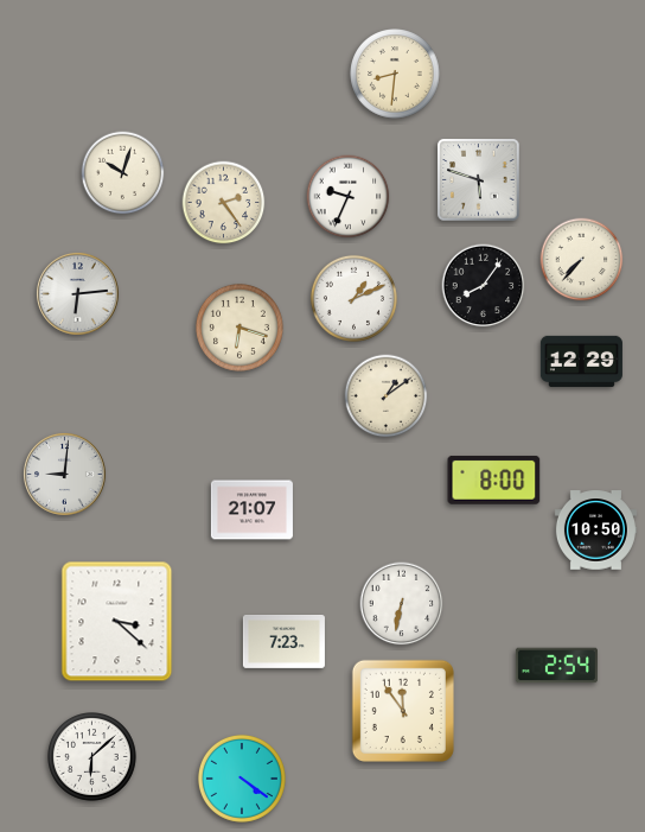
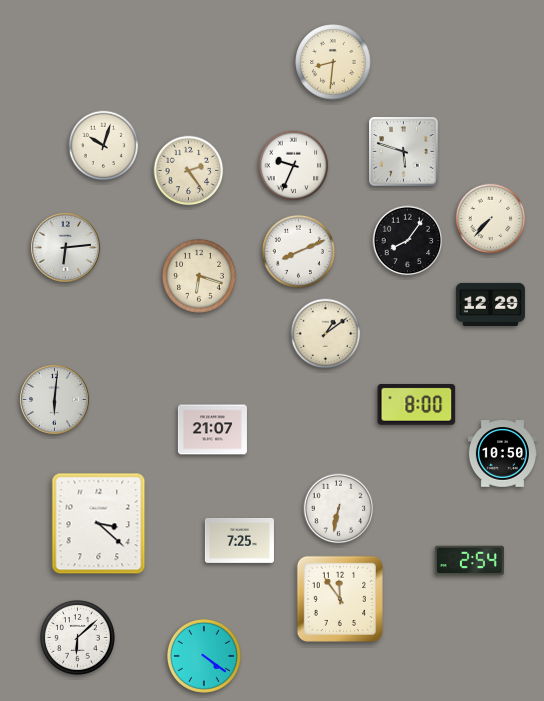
clock at (353, 298): 1:11 -> 8:11
clock at (240, 328) position: (240, 328) -> (199, 276)
clock at (64, 474): 9:01 -> 6:01
clock at (595, 531) position: (595, 531) -> (502, 454)
clock at (283, 642): 7:23 -> 7:25
